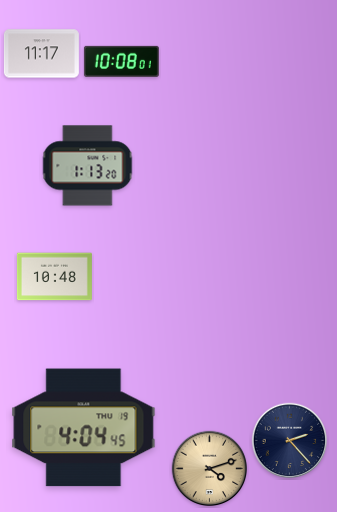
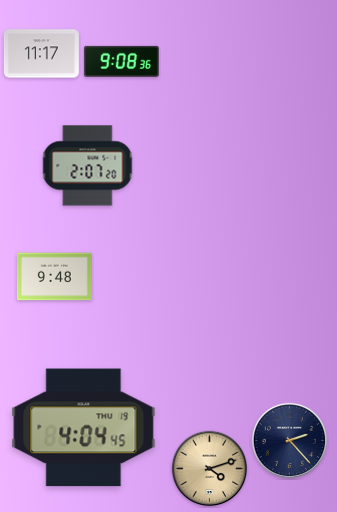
clock at (121, 61): 10:08 -> 9:08
clock at (88, 166): 1:13 -> 2:07
clock at (54, 277): 10:48 -> 9:48
